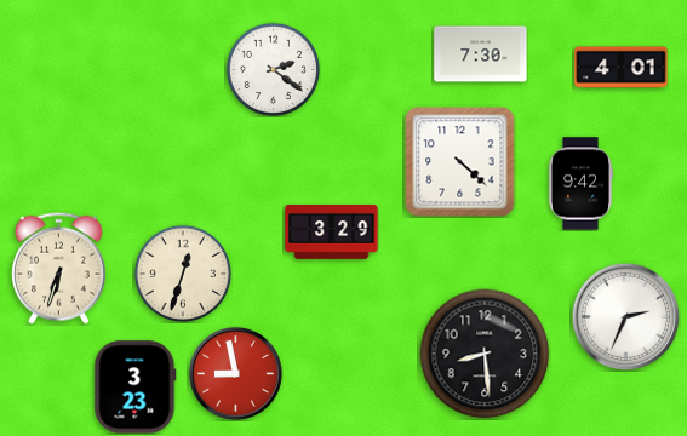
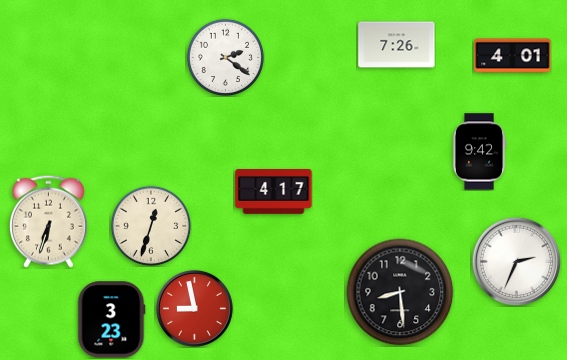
clock at (481, 54): 7:30 -> 7:26
clock at (460, 162): 4:22 -> none
clock at (332, 233): 3:29 -> 4:17
